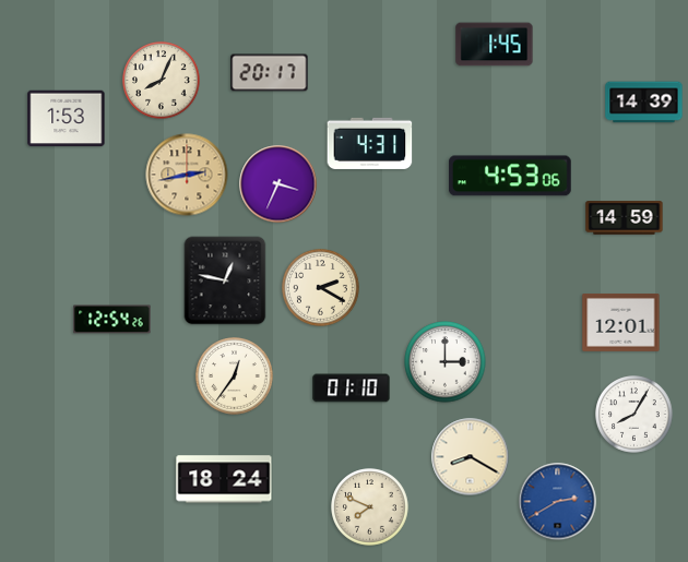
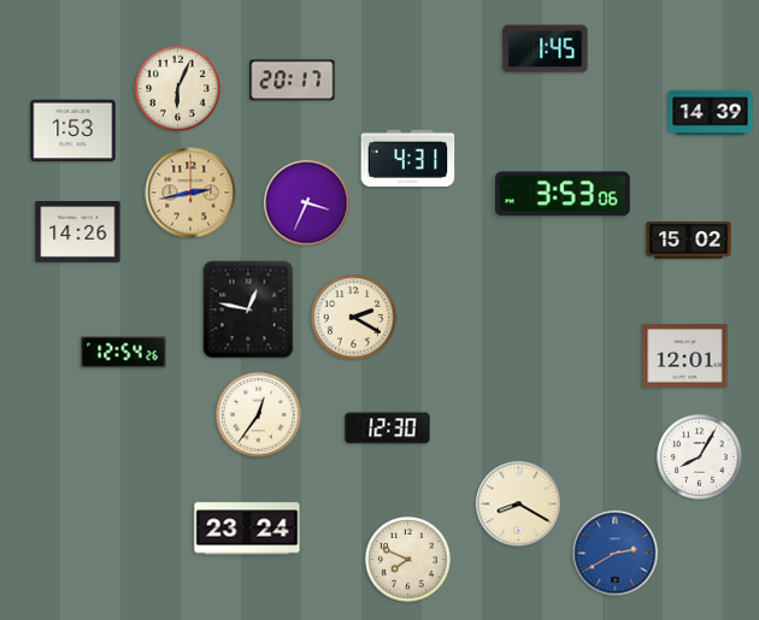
clock at (270, 73) position: (270, 73) -> (293, 81)
clock at (162, 81): 8:04 -> 6:04
clock at (187, 175) position: (187, 175) -> (190, 193)
clock at (510, 176): 4:53 -> 3:53
clock at (78, 232): none -> 14:26
clock at (625, 218): 14:59 -> 15:02
clock at (446, 362): 3:00 -> none
clock at (352, 388): 01:10 -> 12:30
clock at (224, 479): 18:24 -> 23:24
